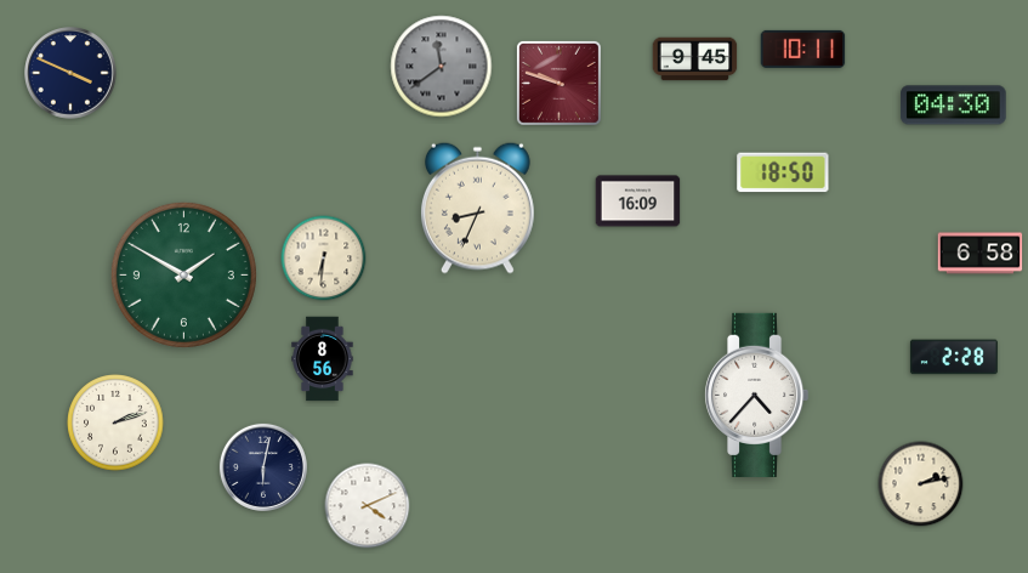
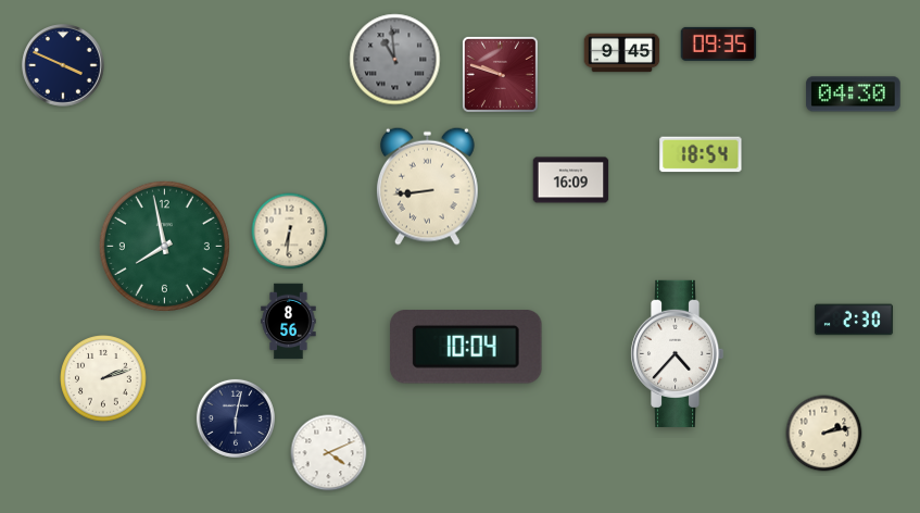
clock at (803, 49): 10:11 -> 09:35
clock at (442, 67): 11:39 -> 10:59
clock at (783, 172): 18:50 -> 18:54
clock at (477, 208): 8:34 -> 8:44
clock at (981, 254): 6:58 -> none
clock at (183, 274): 1:50 -> 7:58
clock at (954, 357): 2:28 -> 2:30
clock at (466, 348): none -> 10:04
